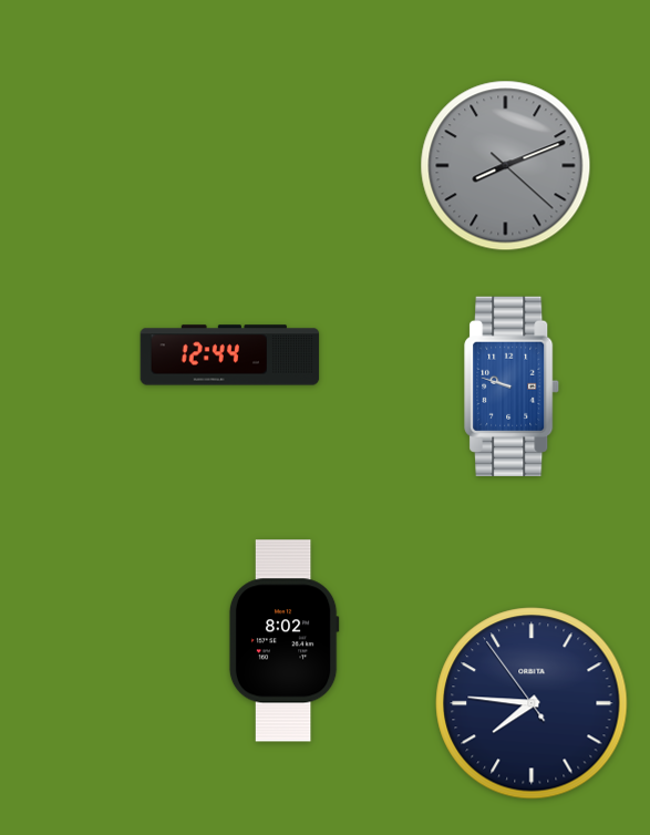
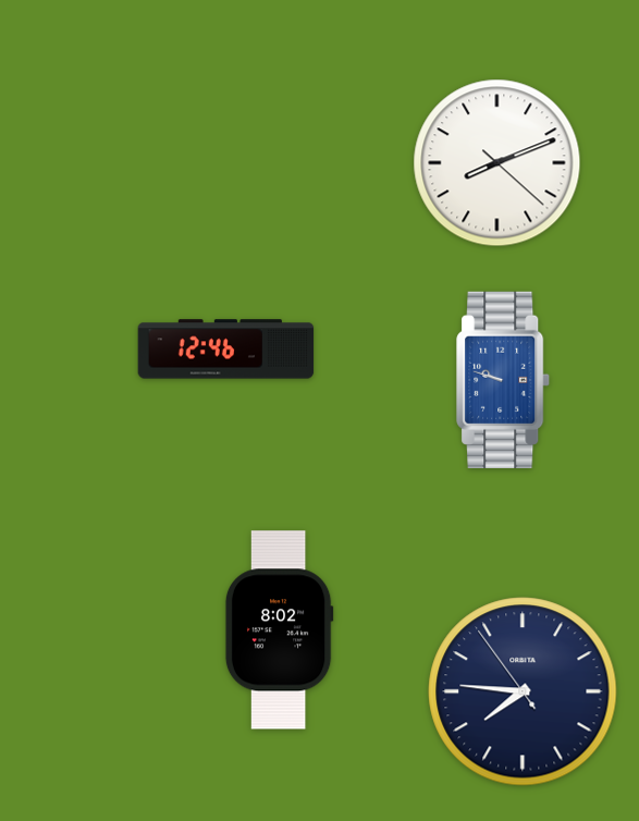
clock at (506, 166) dial: grey -> white
clock at (230, 355): 12:44 -> 12:46
